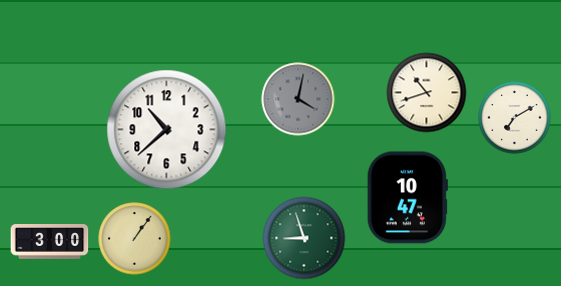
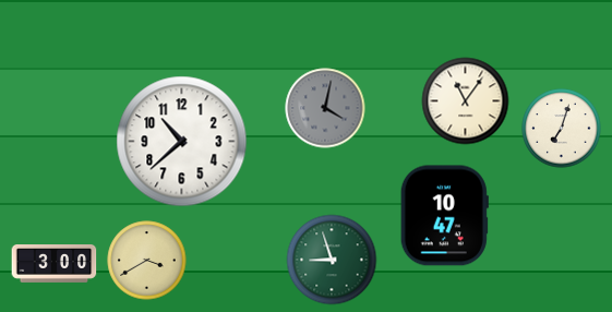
clock at (427, 93): 10:42 -> 11:06
clock at (515, 118): 7:10 -> 7:03
clock at (135, 239): 1:06 -> 3:40
